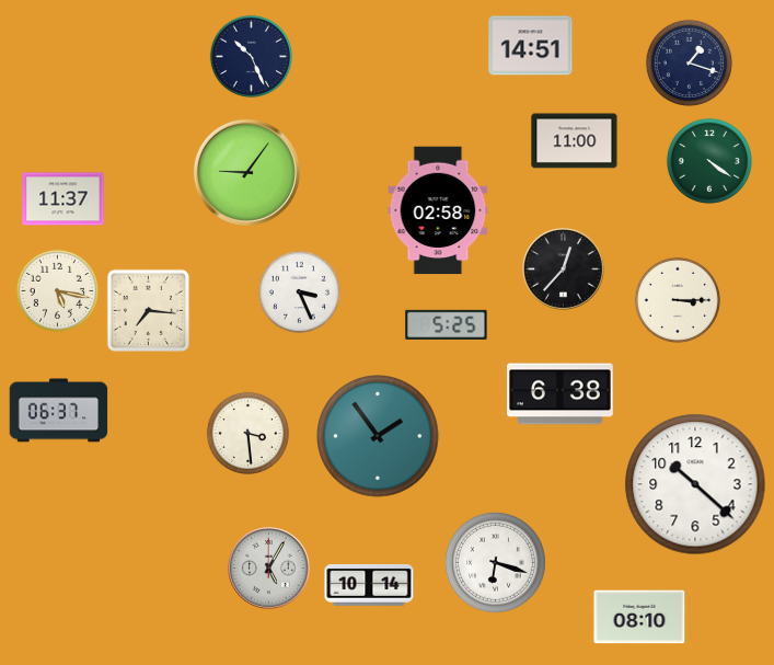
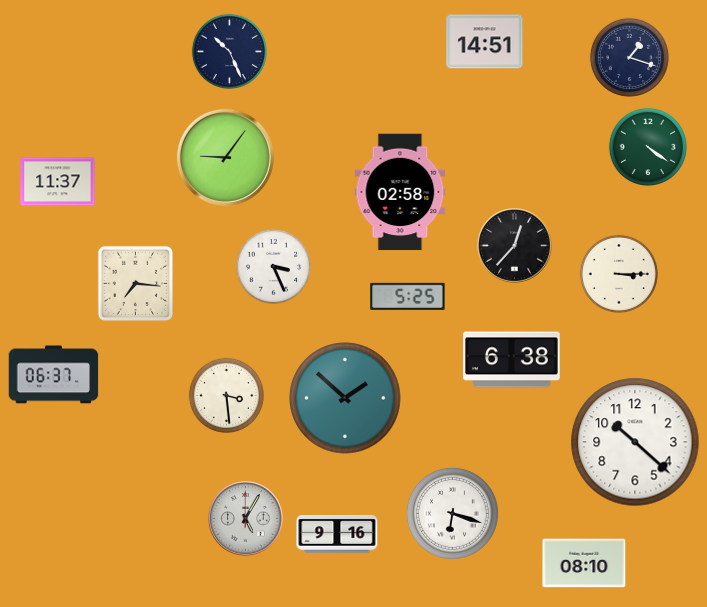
clock at (575, 141): 11:00 -> none
clock at (57, 290): 5:17 -> none
clock at (378, 436): 1:54 -> 1:52
clock at (369, 586): 10:14 -> 9:16
